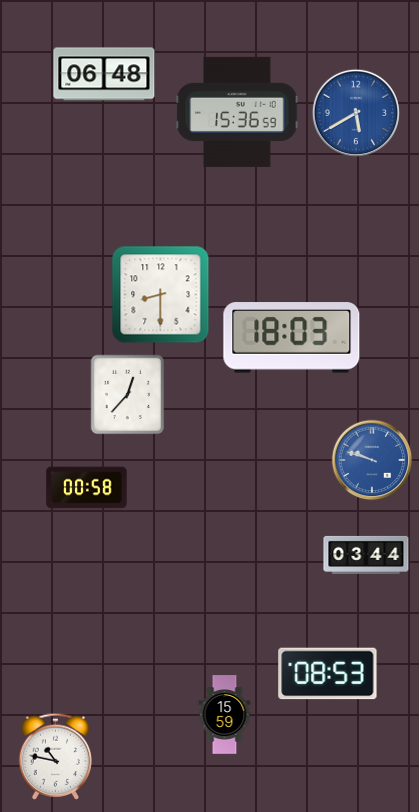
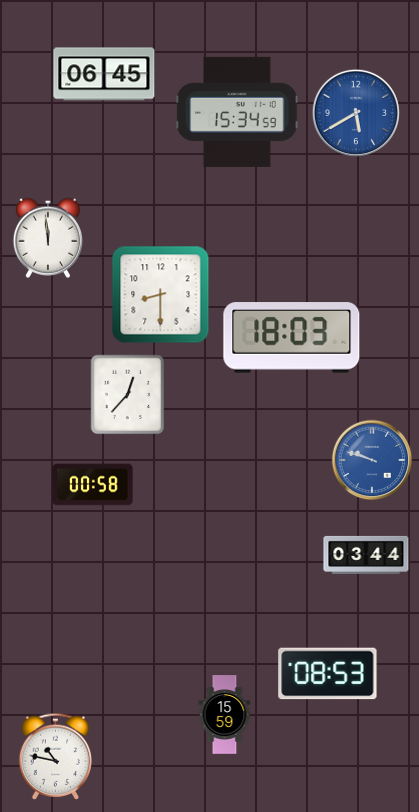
clock at (104, 74): 06:48 -> 06:45
clock at (237, 112): 15:36 -> 15:34
clock at (47, 238): none -> 11:59
clock at (87, 488) position: (87, 488) -> (93, 485)
